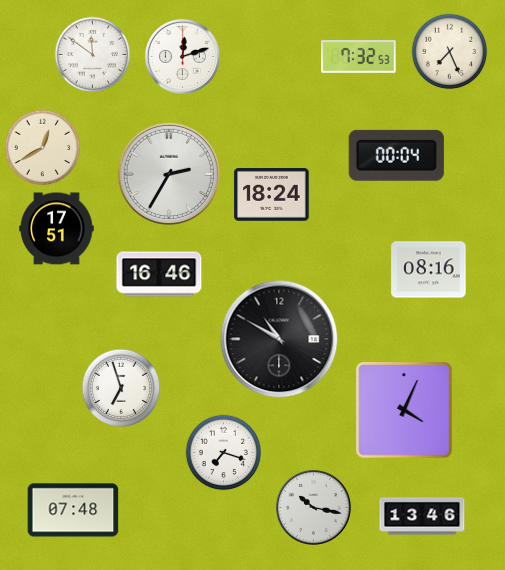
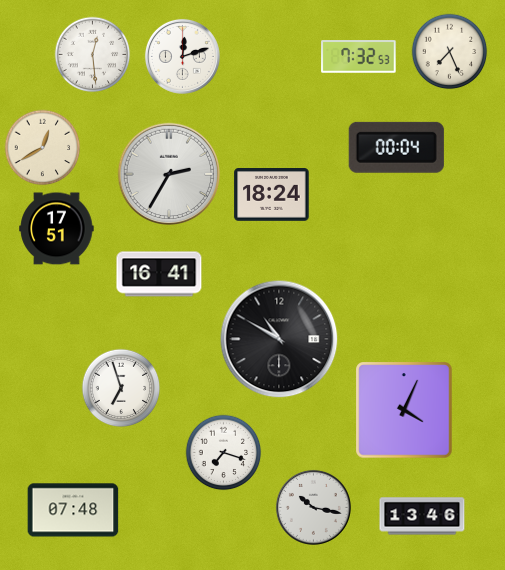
clock at (93, 55): 11:51 -> 12:29
clock at (396, 155) position: (396, 155) -> (396, 147)
clock at (429, 270): 08:16 -> none
clock at (159, 274): 16:46 -> 16:41
